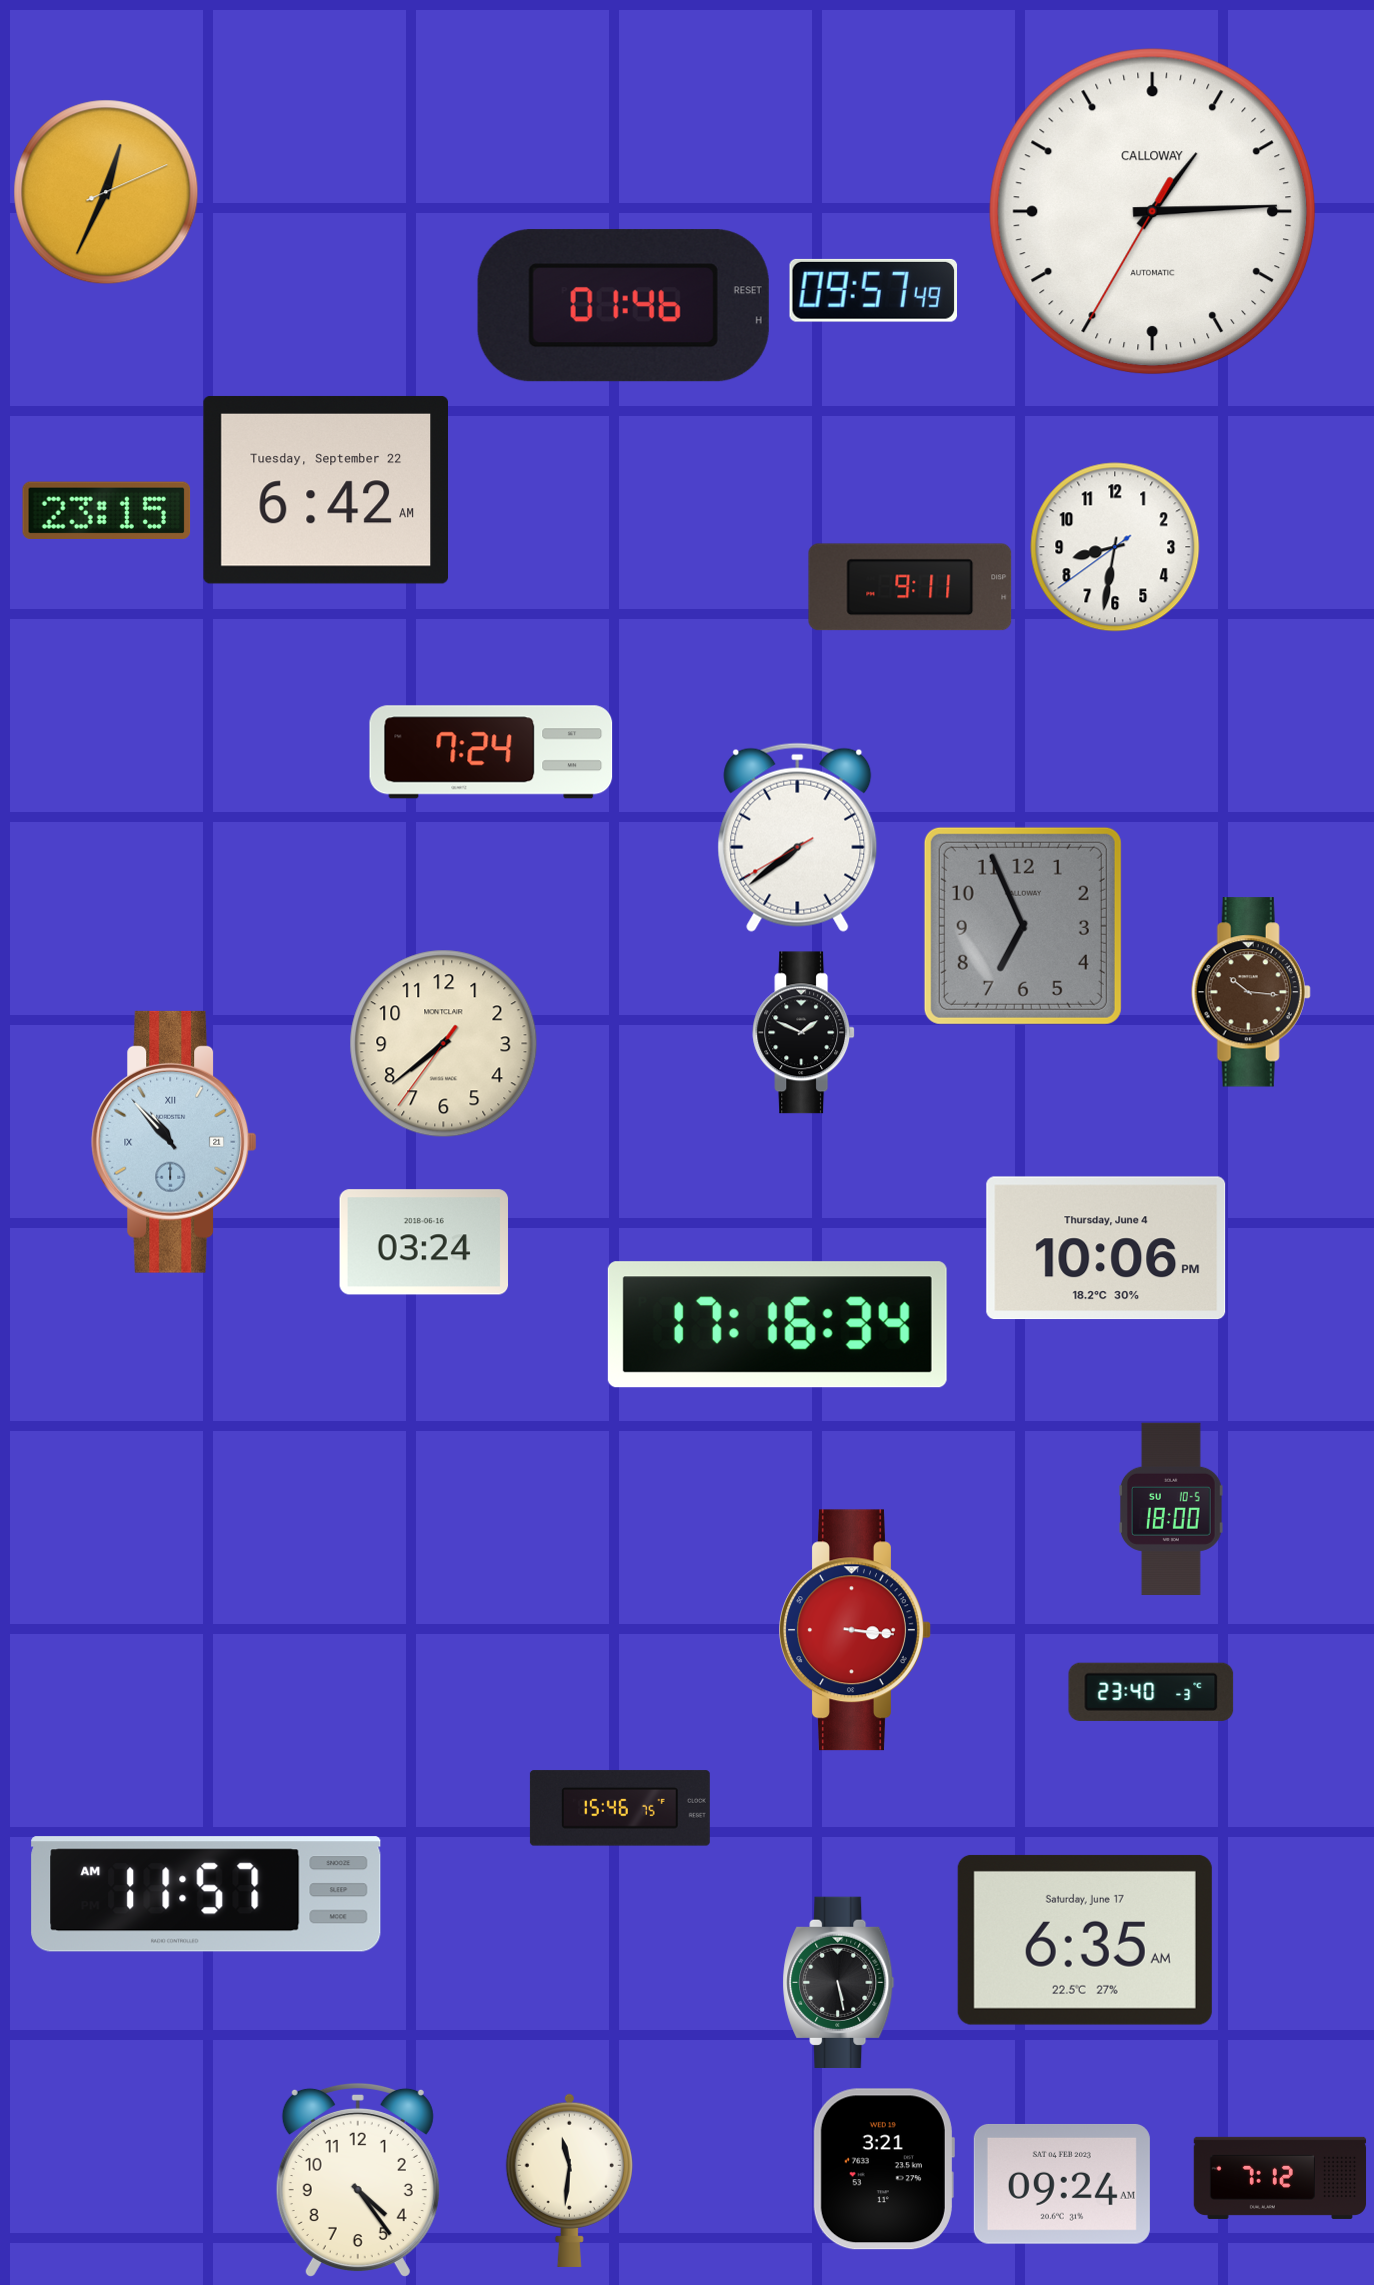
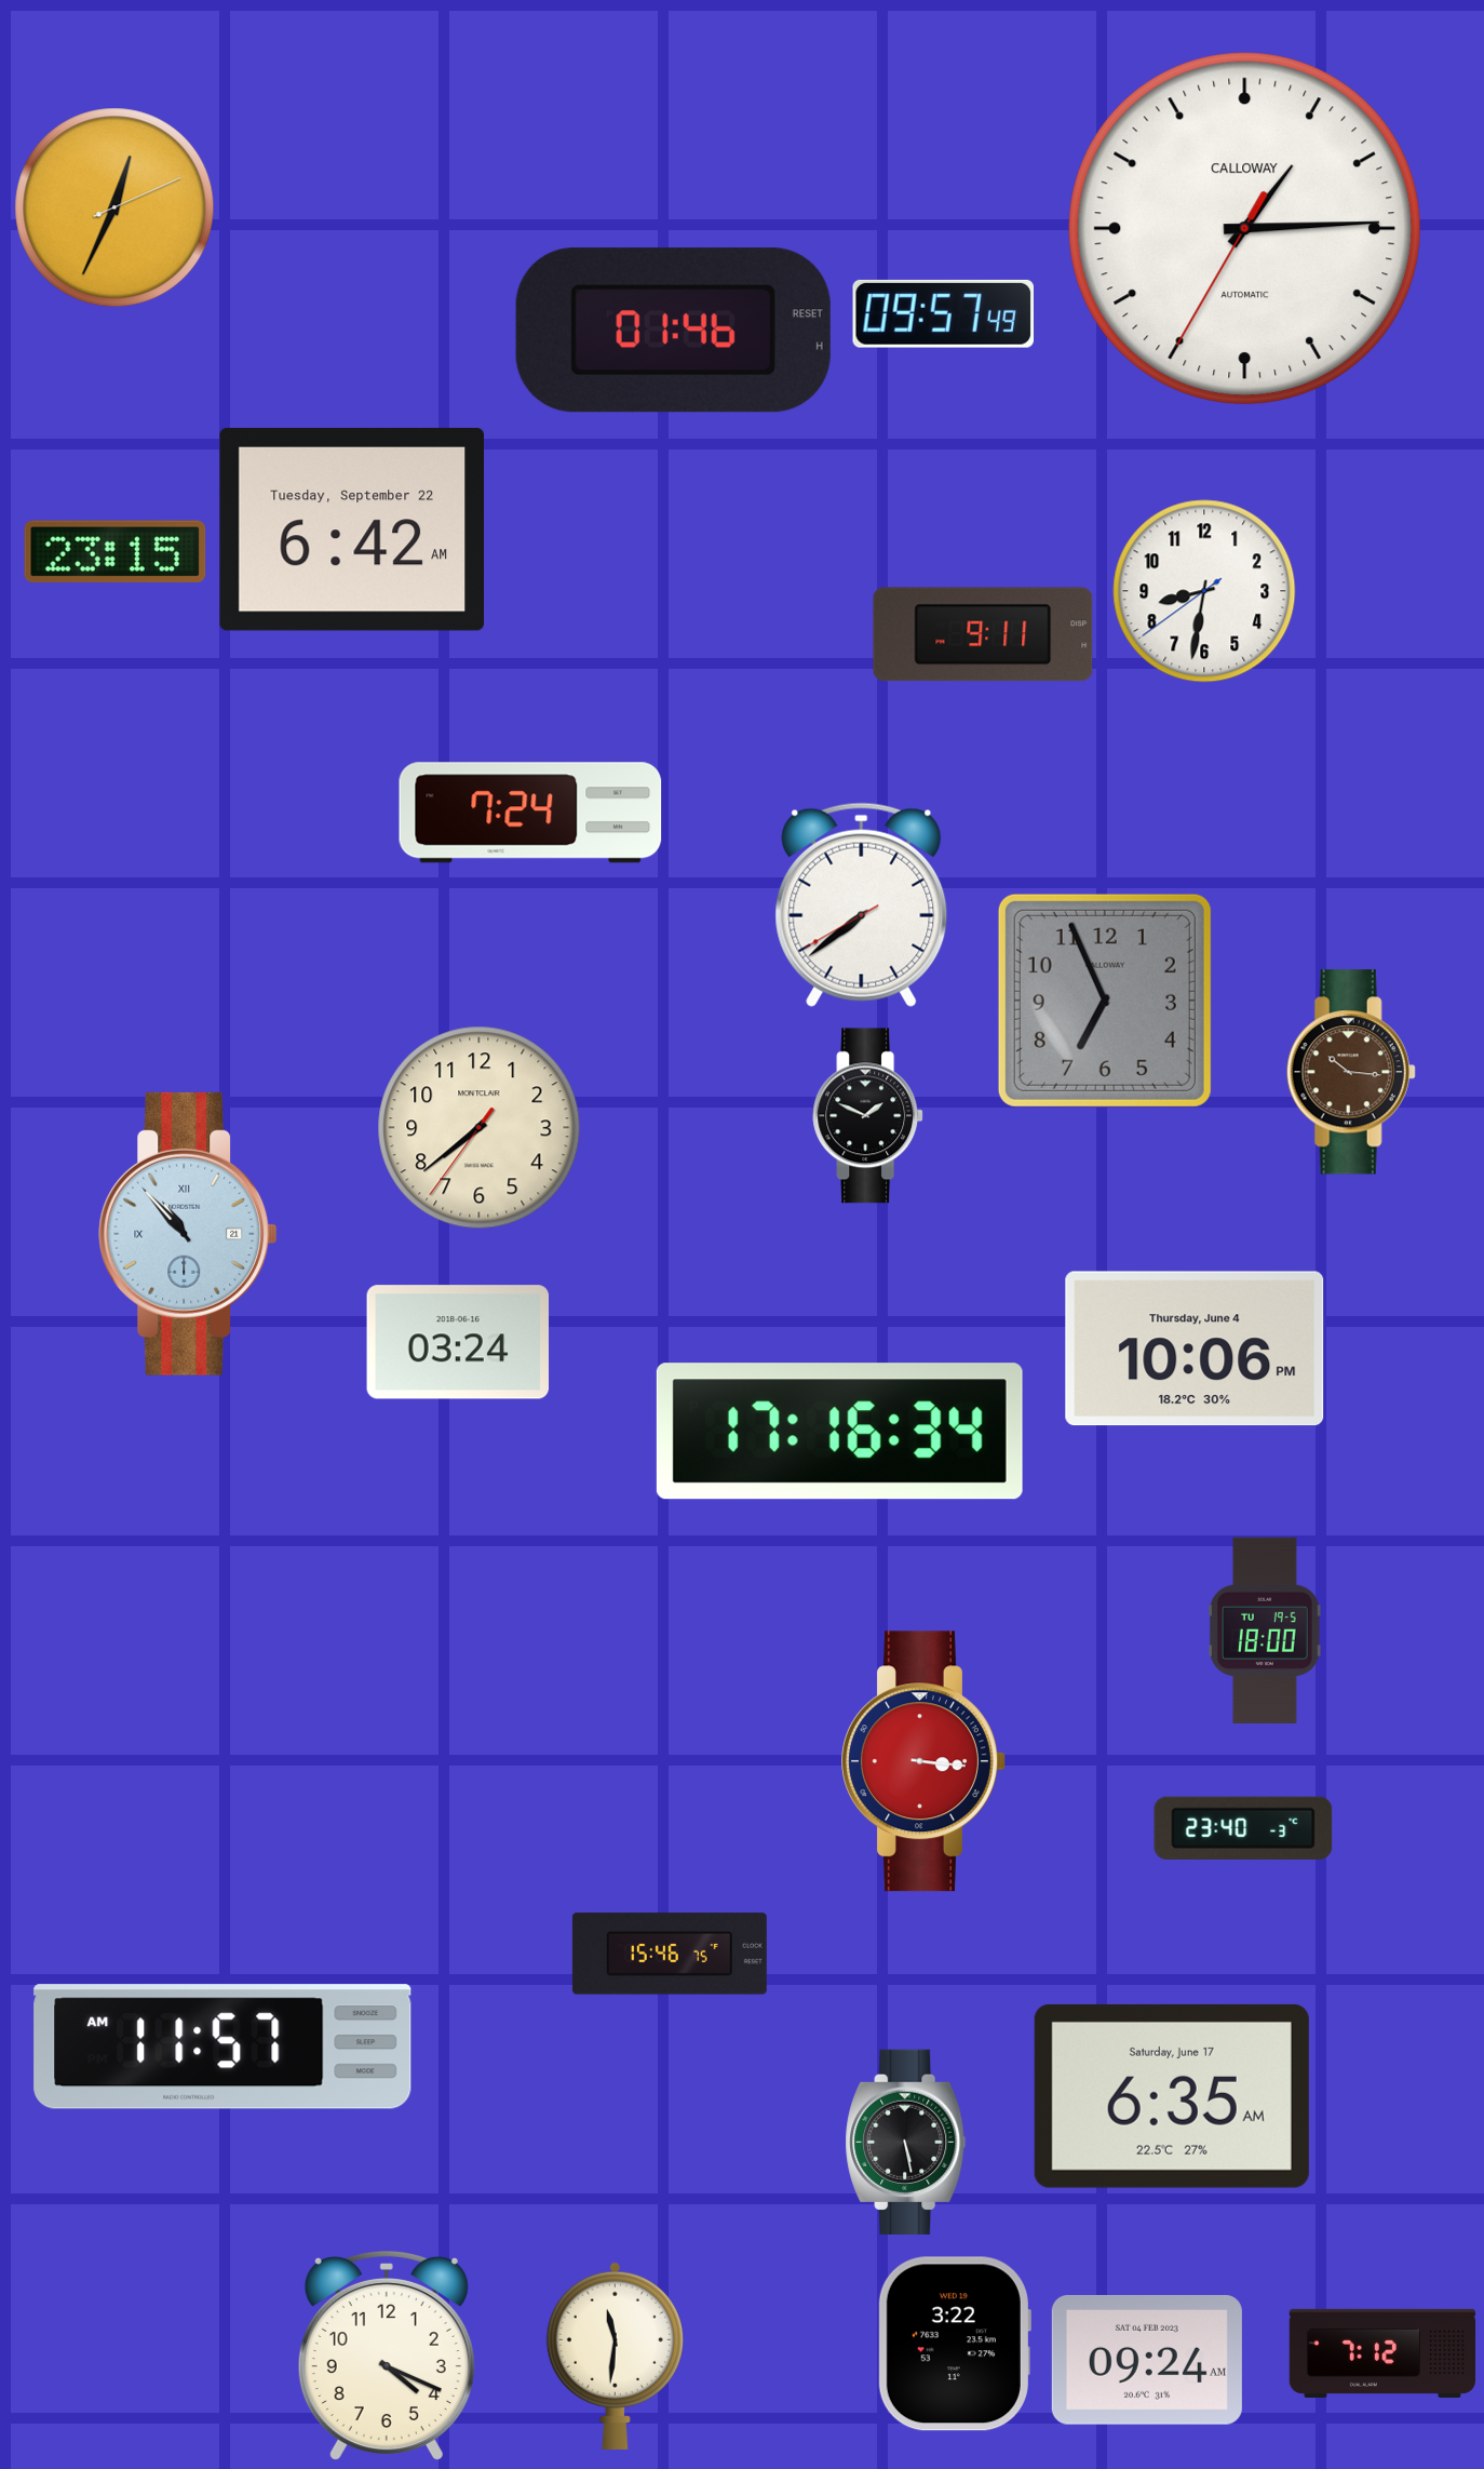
clock at (1172, 1509) date: SU 10-5 -> TU 19-5
clock at (884, 2169): 3:21 -> 3:22
clock at (358, 2180): 4:24 -> 4:19
